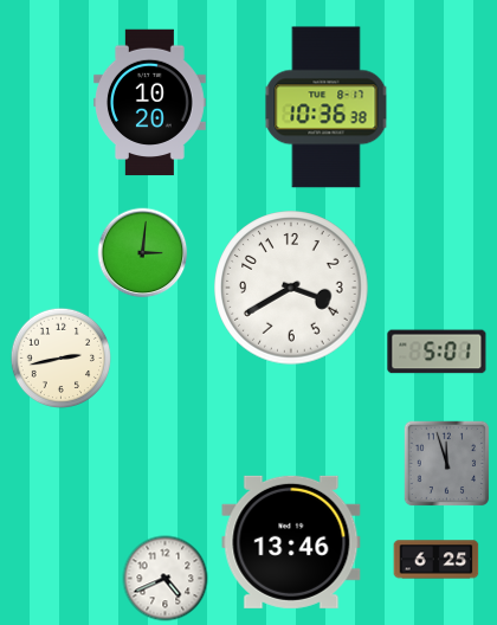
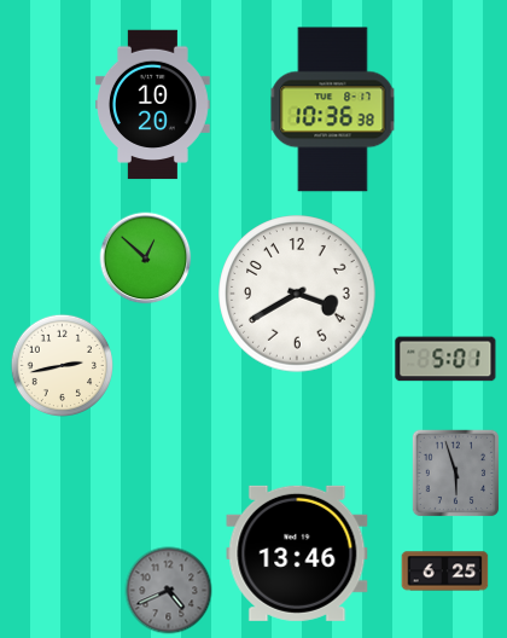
clock at (143, 253): 3:01 -> 12:52
clock at (447, 464): 11:57 -> 5:57
clock at (166, 579) dial: white -> grey
